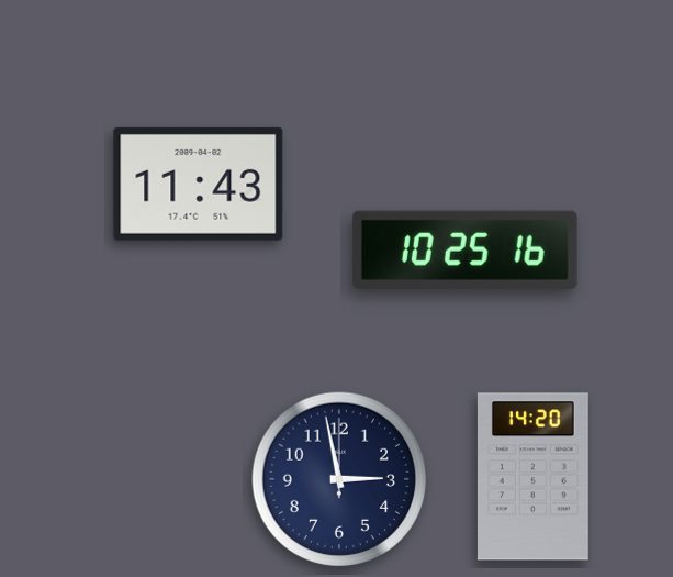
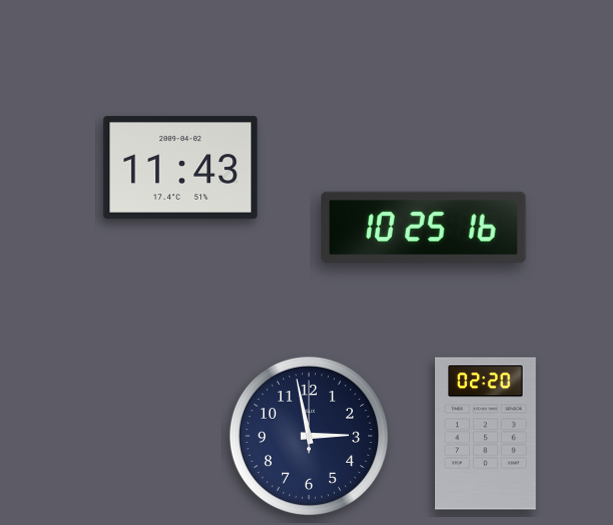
clock at (532, 477): 14:20 -> 02:20
